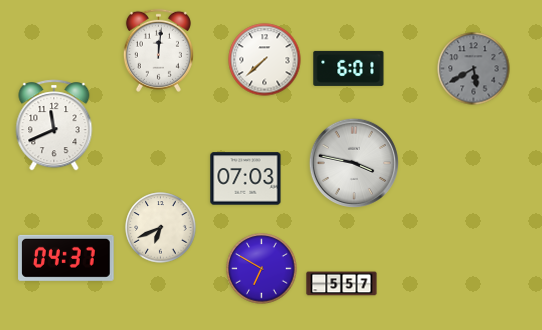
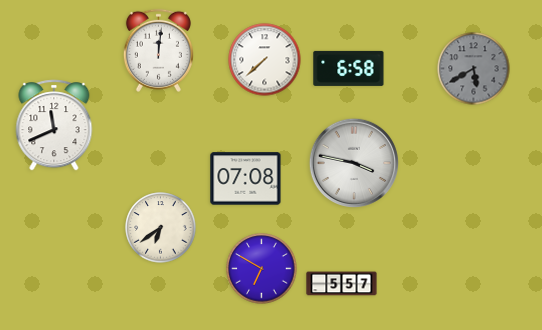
clock at (349, 68): 6:01 -> 6:58
clock at (246, 179): 07:03 -> 07:08
clock at (161, 228): 6:41 -> 6:39
clock at (66, 258): 04:37 -> none
